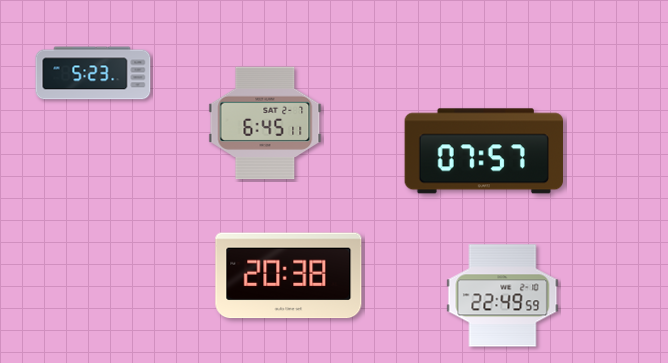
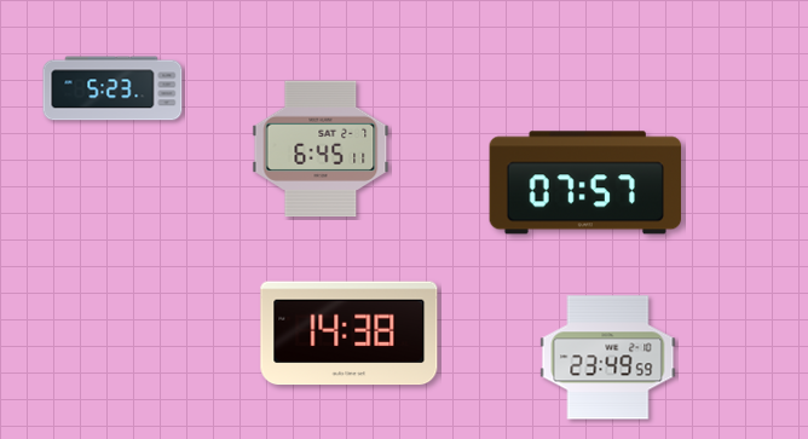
clock at (289, 276): 20:38 -> 14:38
clock at (503, 296): 22:49 -> 23:49
